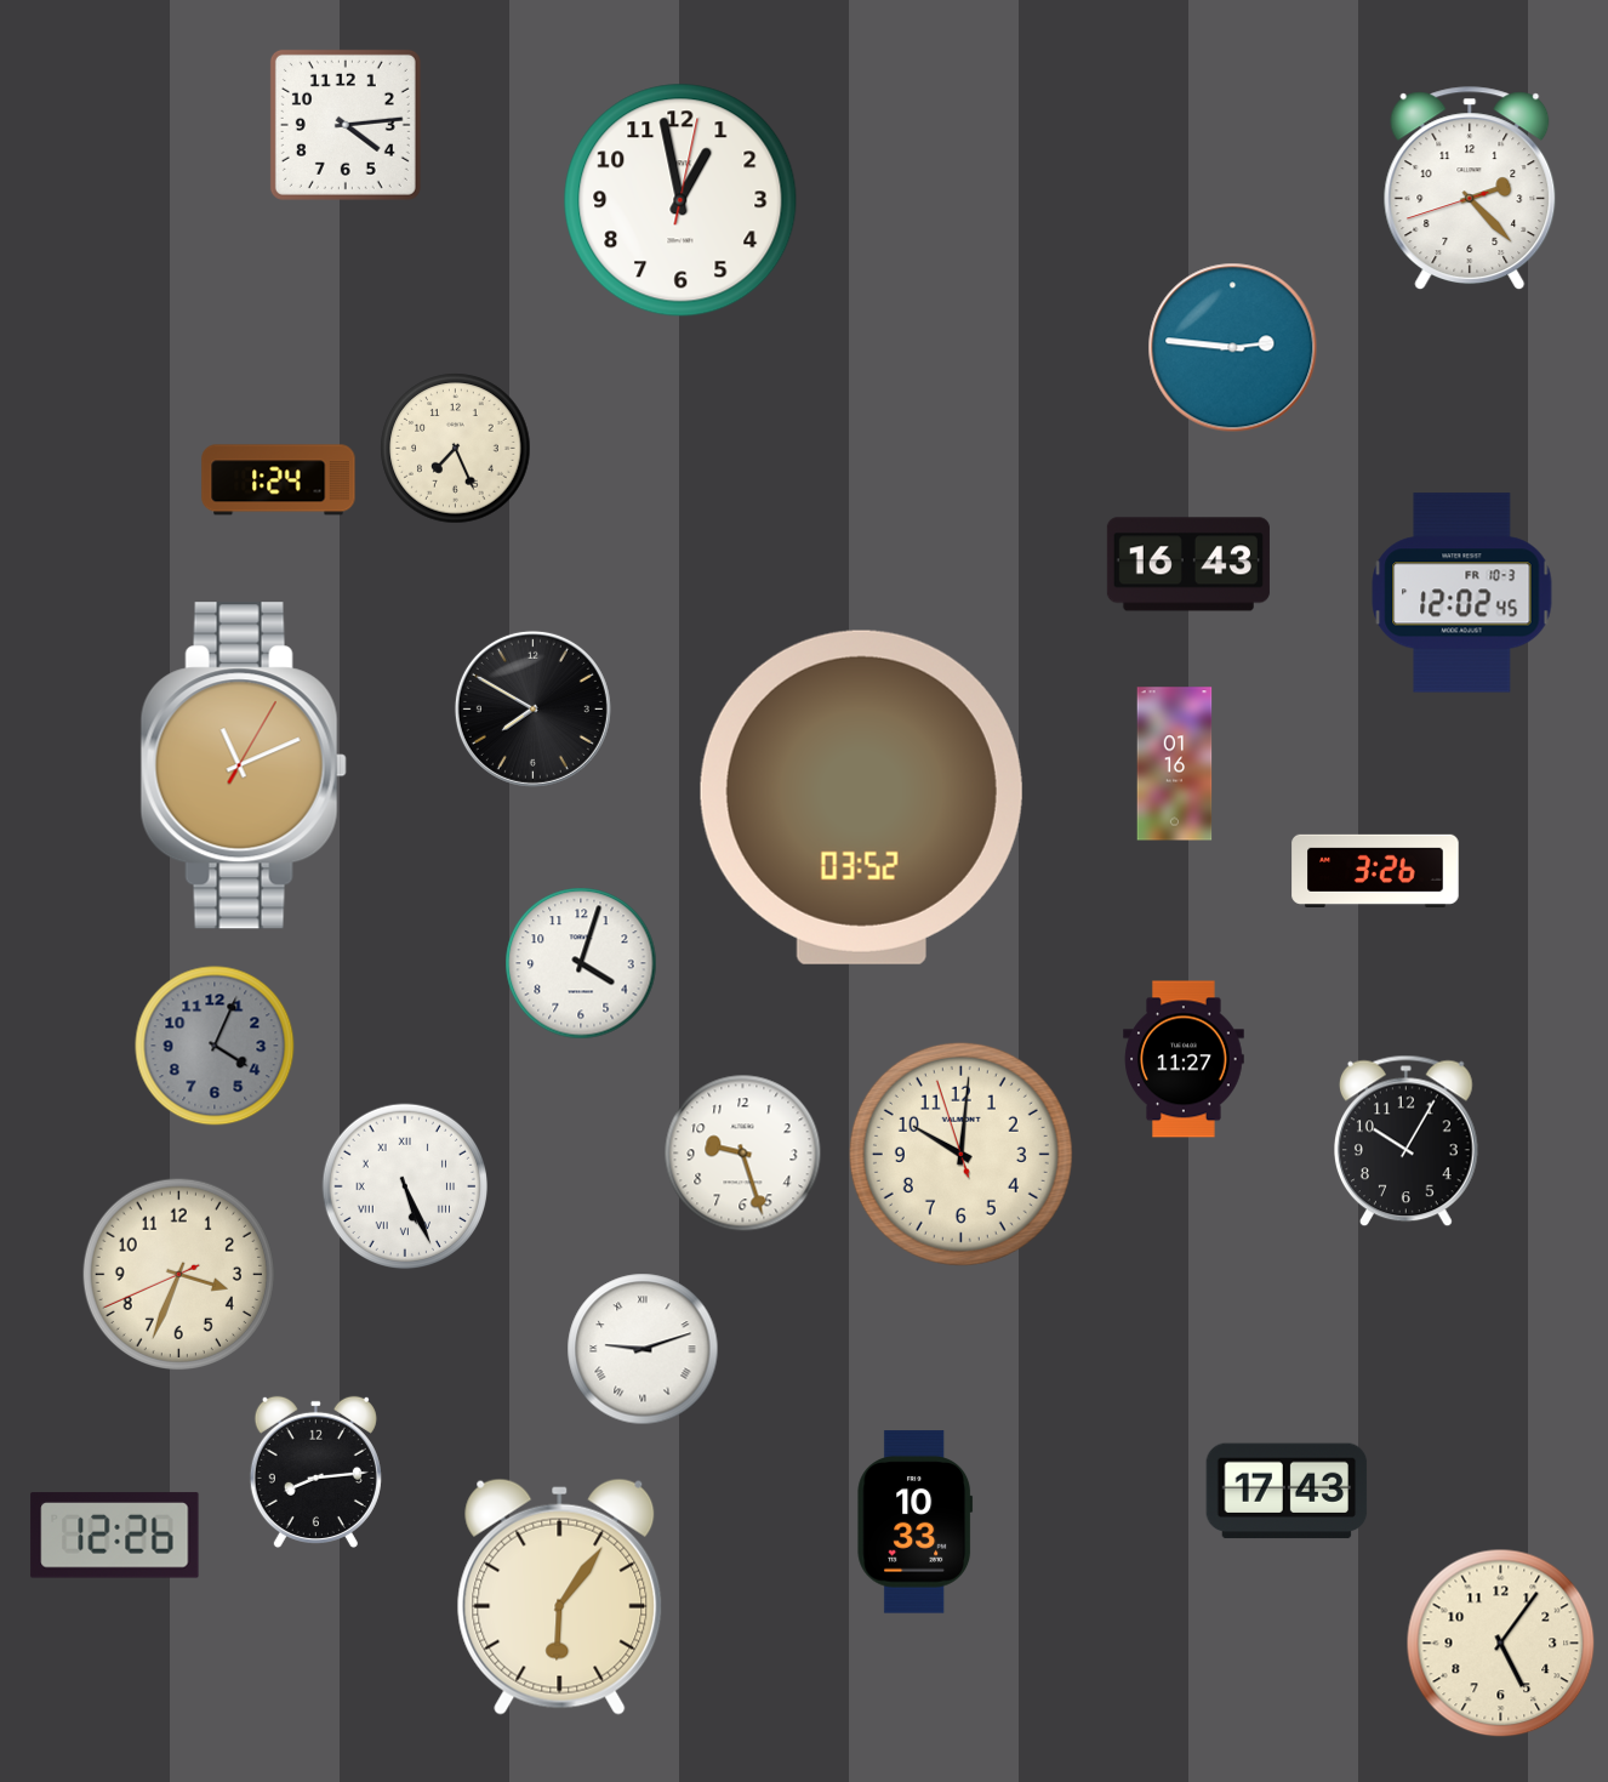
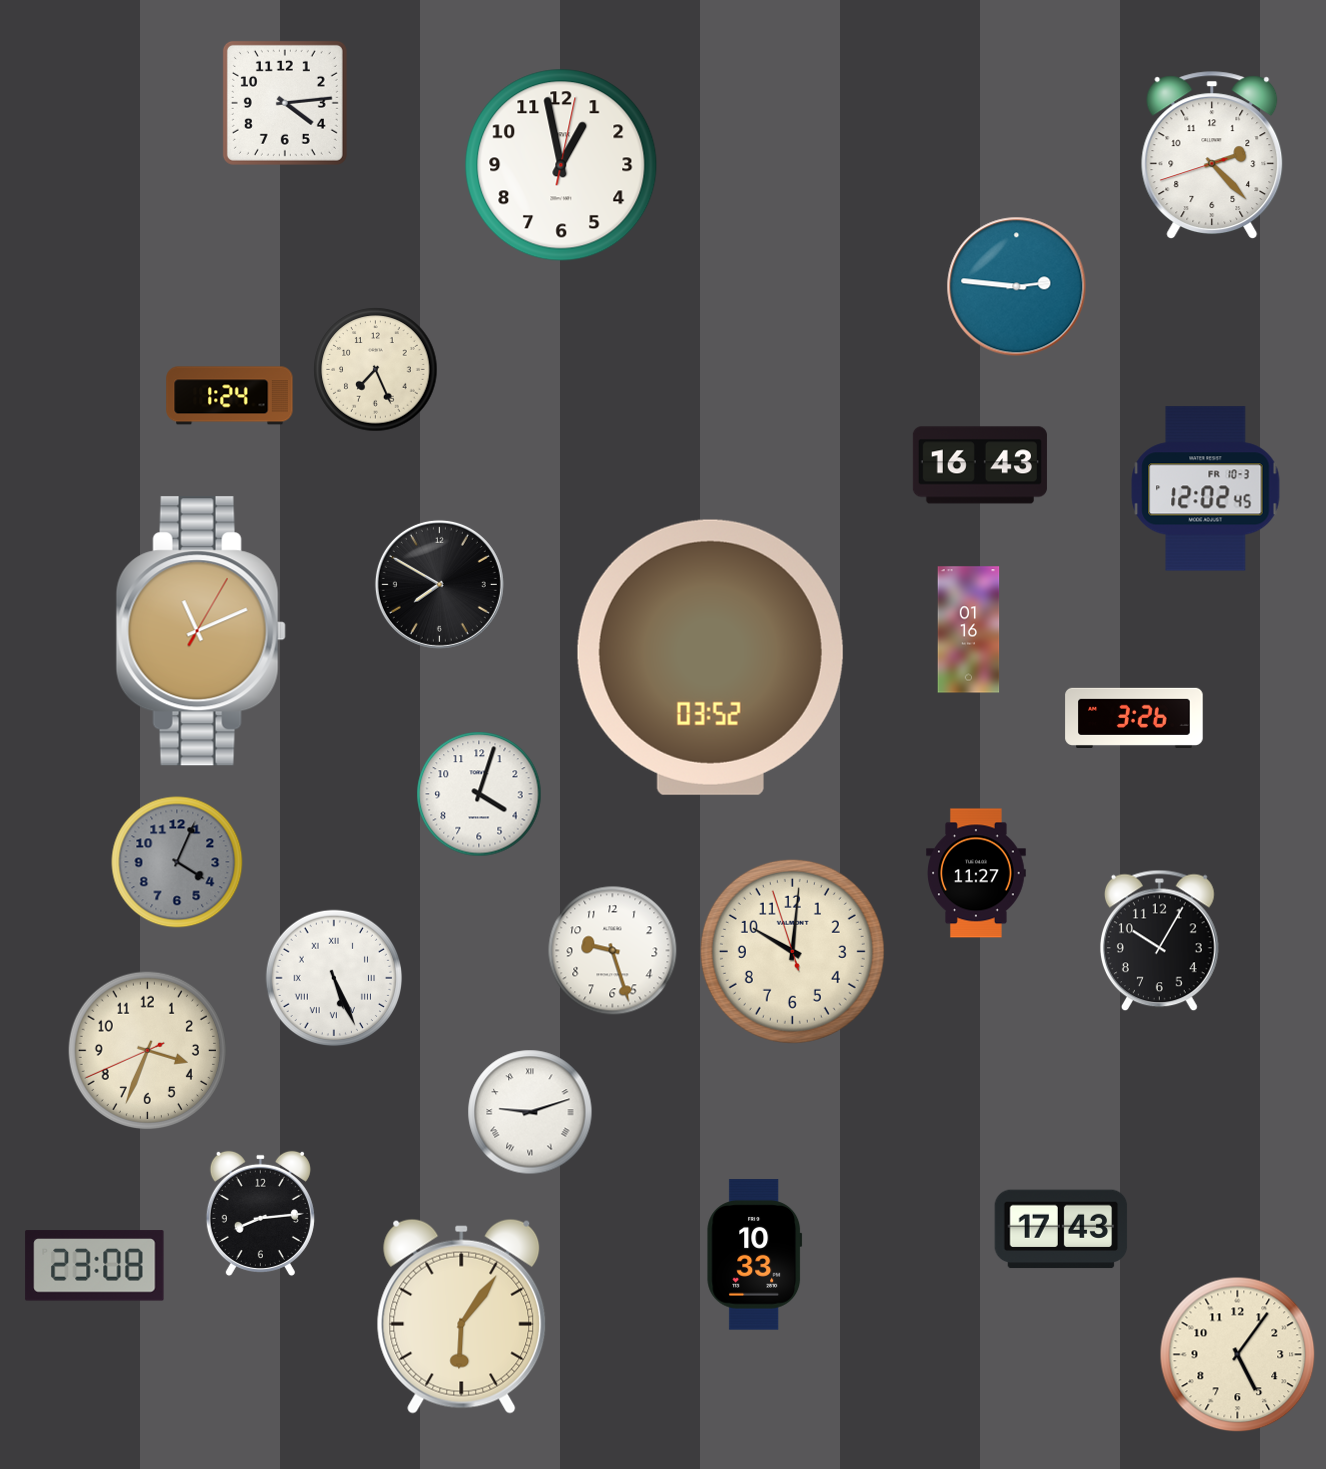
clock at (115, 1536): 12:26 -> 23:08
